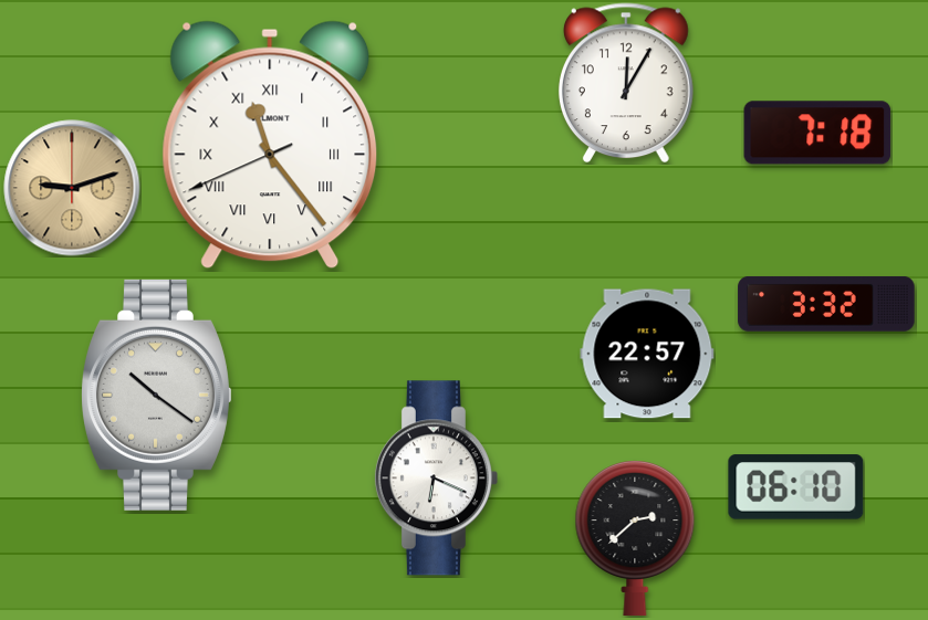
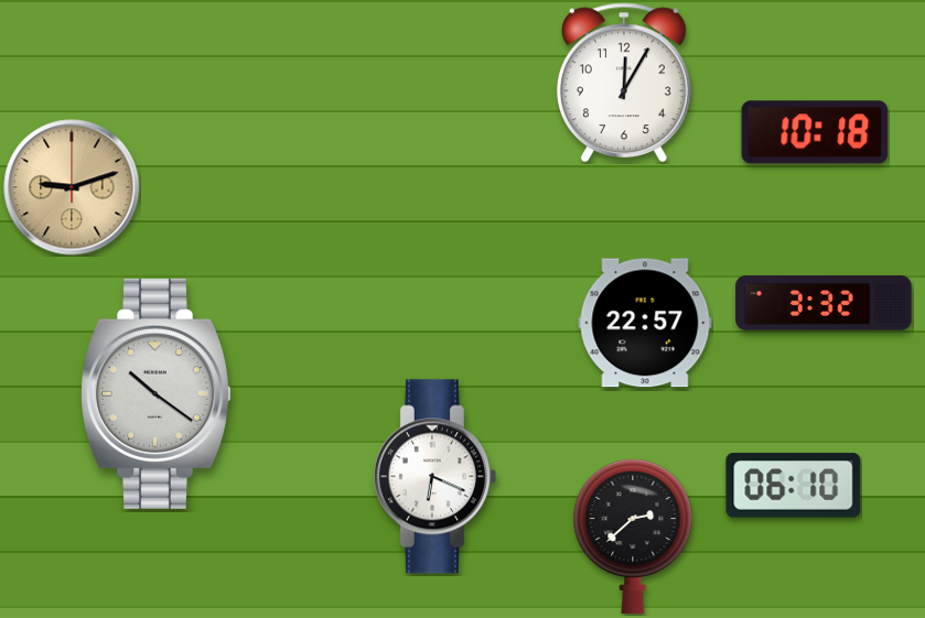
clock at (817, 133): 7:18 -> 10:18
clock at (270, 145): 11:23 -> none
clock at (647, 354) position: (647, 354) -> (645, 323)
